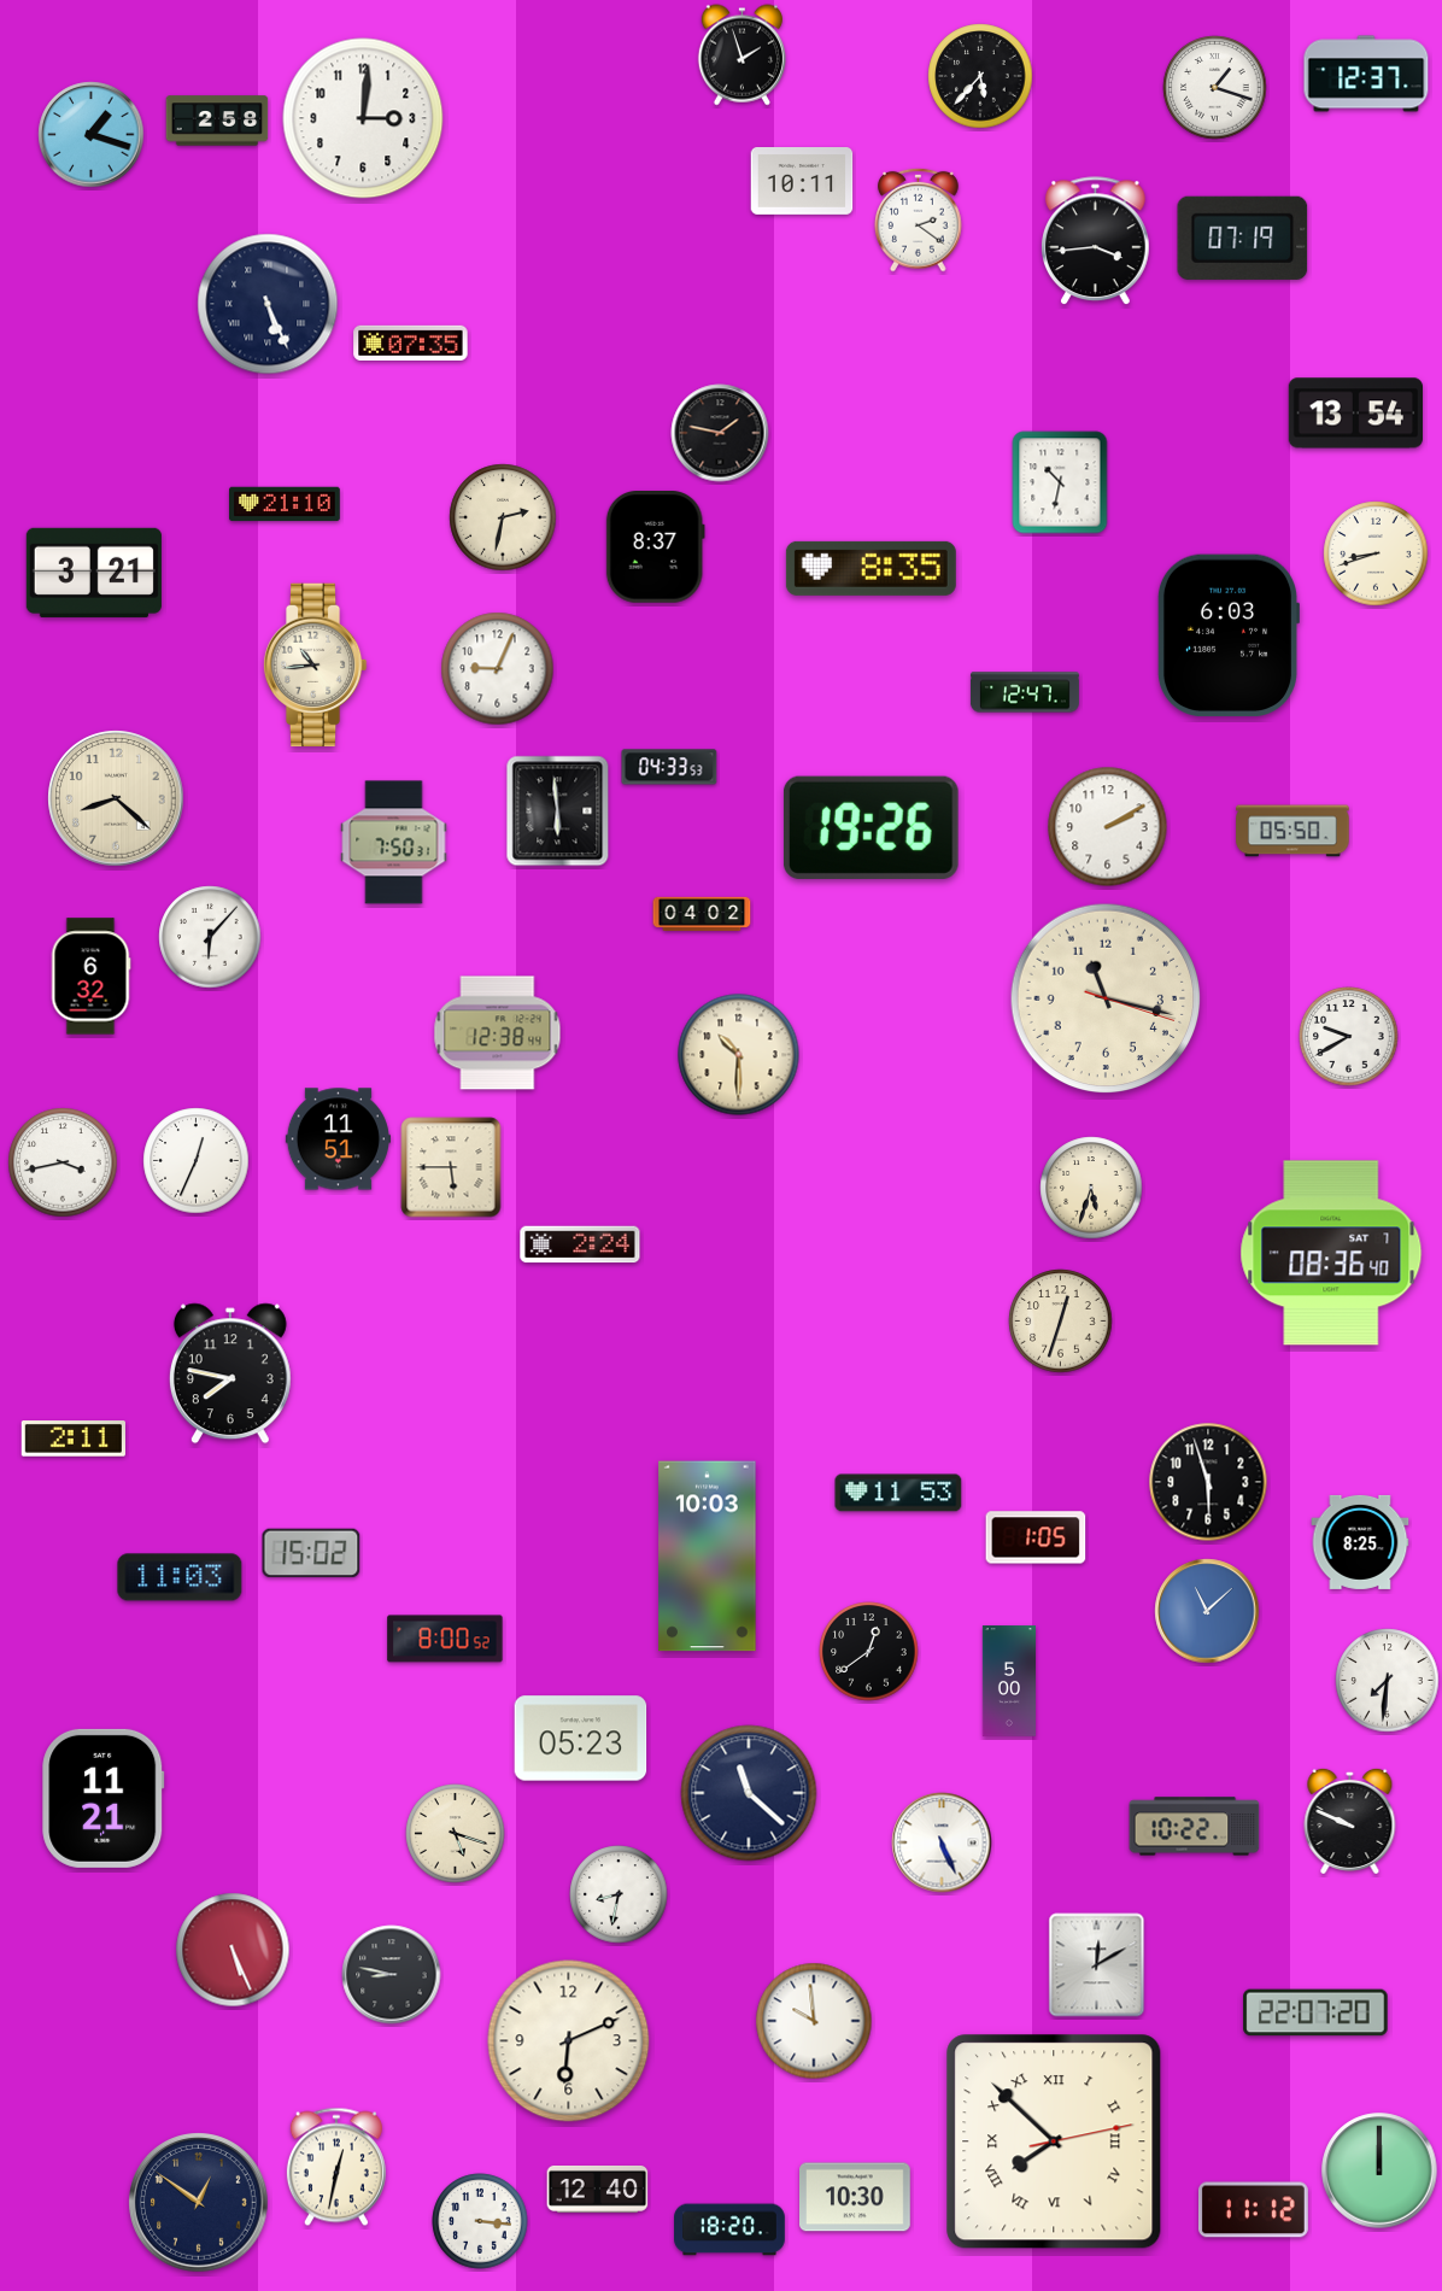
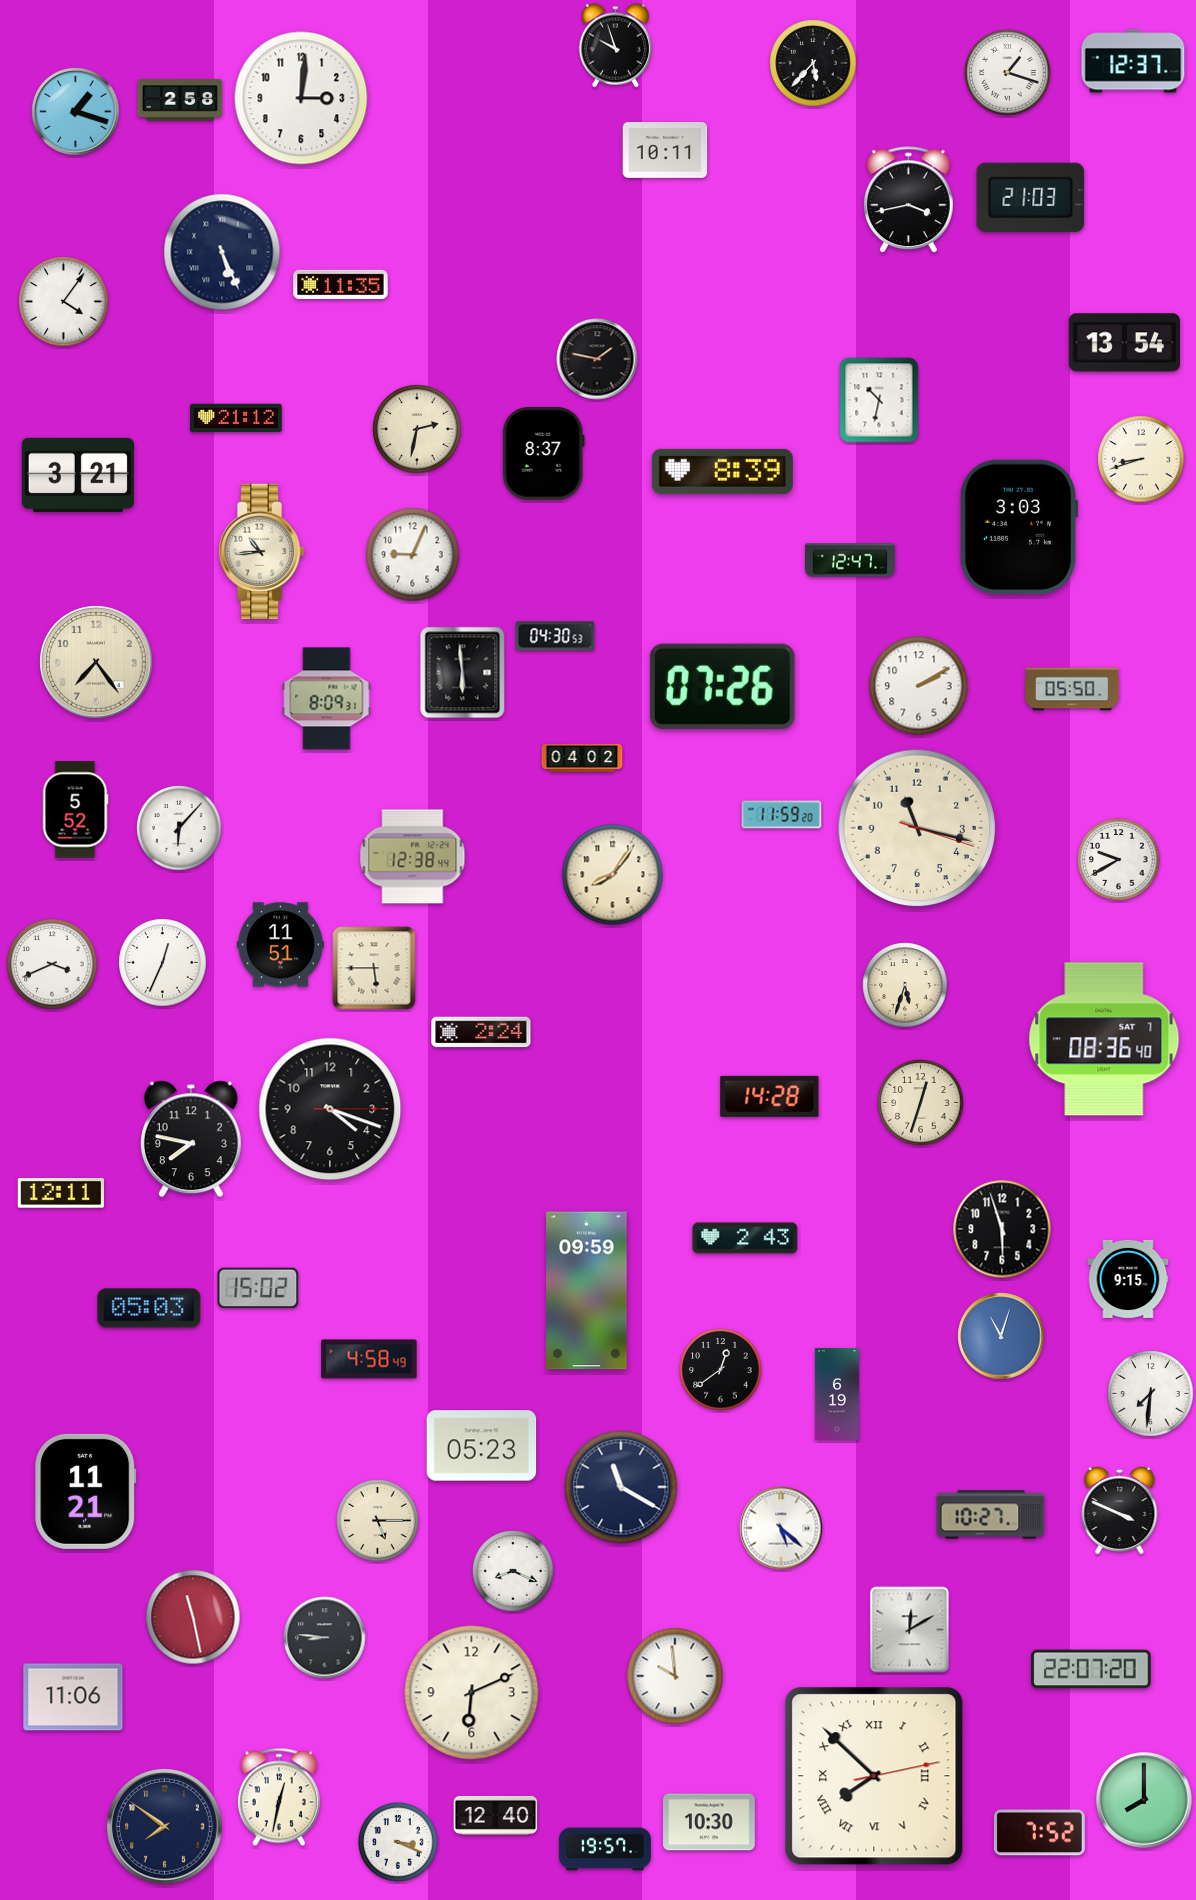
clock at (741, 55): 1:57 -> 9:57
clock at (919, 219): 2:21 -> none
clock at (1243, 238): 07:19 -> 21:03
clock at (1096, 241): 3:44 -> 3:43
clock at (411, 342): 07:35 -> 11:35
clock at (64, 302): none -> 4:06
clock at (285, 504): 21:10 -> 21:12
clock at (871, 568): 8:35 -> 8:39
clock at (1227, 635): 6:03 -> 3:03
clock at (1025, 692) position: (1025, 692) -> (850, 560)
clock at (669, 767): 04:33 -> 04:30
clock at (116, 798): 8:22 -> 7:24
clock at (871, 827): 19:26 -> 07:26
clock at (394, 843): 7:50 -> 8:09
clock at (210, 937) position: (210, 937) -> (179, 828)
clock at (90, 977): 6:32 -> 5:52
clock at (782, 815): none -> 11:59
clock at (739, 1055): 10:30 -> 8:06
clock at (63, 1162): 3:43 -> 3:41
clock at (770, 1096): none -> 14:28
clock at (1061, 1322) position: (1061, 1322) -> (921, 1103)
clock at (330, 1109): none -> 4:18
clock at (74, 1439): 2:11 -> 12:11
clock at (898, 1493): 11:53 -> 2:43
clock at (1036, 1537): 1:05 -> none
clock at (1360, 1542): 8:25 -> 9:15
clock at (708, 1557): 10:03 -> 09:59
clock at (180, 1577): 11:03 -> 05:03
clock at (1207, 1611): 11:08 -> 11:03
clock at (445, 1639): 8:00 -> 4:58
clock at (1008, 1681): 5:00 -> 6:19
clock at (581, 1739) position: (581, 1739) -> (482, 1446)
clock at (749, 1793): 11:22 -> 11:20
clock at (1350, 1821): 9:49 -> 3:49
clock at (1195, 1827): 10:22 -> 10:27
clock at (456, 1834): 5:18 -> 5:15
clock at (942, 1842): 5:26 -> 5:22
clock at (619, 1894): 8:32 -> 8:19
clock at (233, 1950): 5:26 -> 11:28
clock at (392, 1975): 8:47 -> 8:46
clock at (73, 1697): none -> 11:06
clock at (1379, 2170): 12:00 -> 8:00
clock at (199, 2203): 12:51 -> 7:51
clock at (1253, 2210): 11:12 -> 7:52
clock at (480, 2221): 3:16 -> 3:19
clock at (729, 2230): 18:20 -> 19:57
